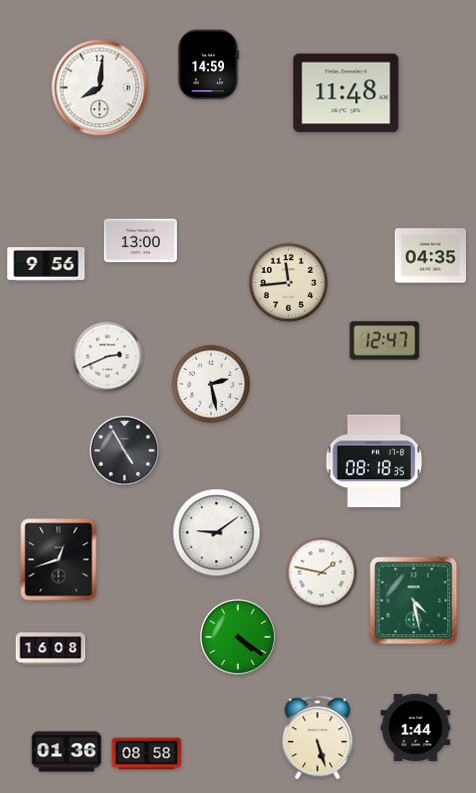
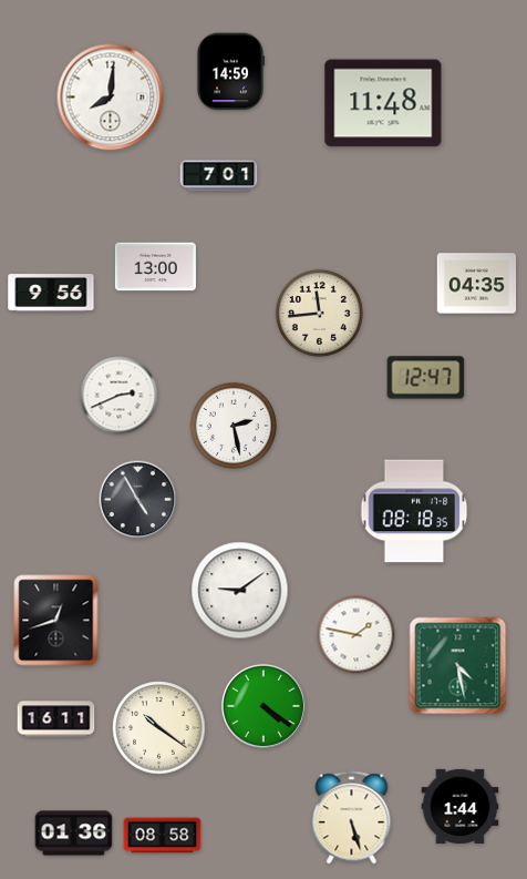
clock at (219, 176): none -> 7:01
clock at (59, 560) position: (59, 560) -> (56, 621)
clock at (51, 649): 16:08 -> 16:11
clock at (159, 728): none -> 10:21
